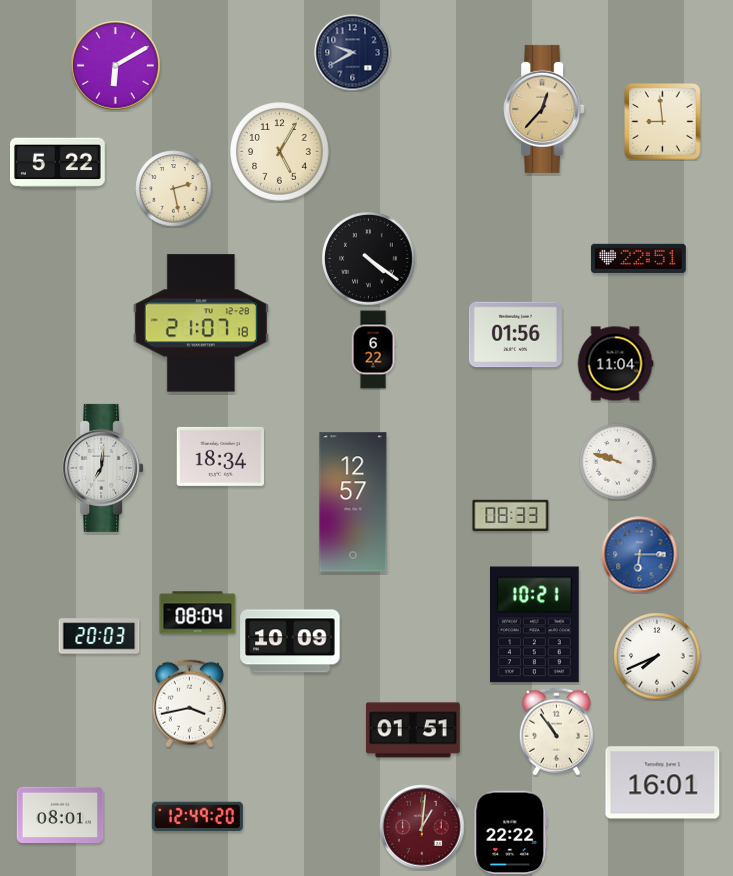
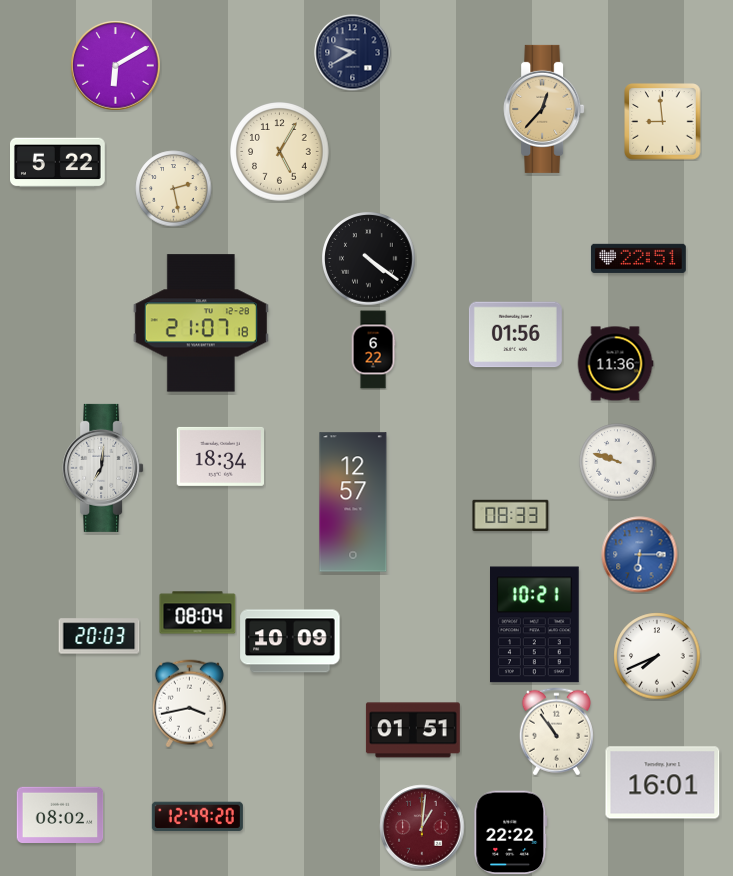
clock at (615, 364): 11:04 -> 11:36
clock at (60, 815): 08:01 -> 08:02
